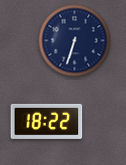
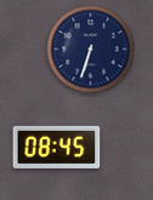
clock at (47, 121): 18:22 -> 08:45
